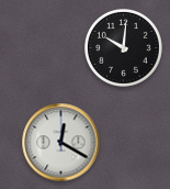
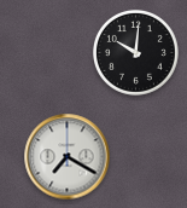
clock at (61, 143): 12:20 -> 7:20
